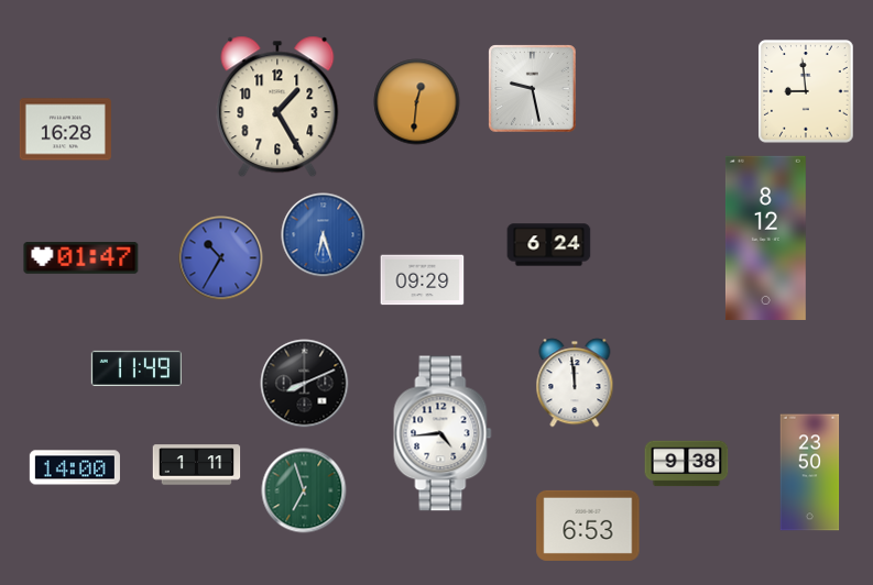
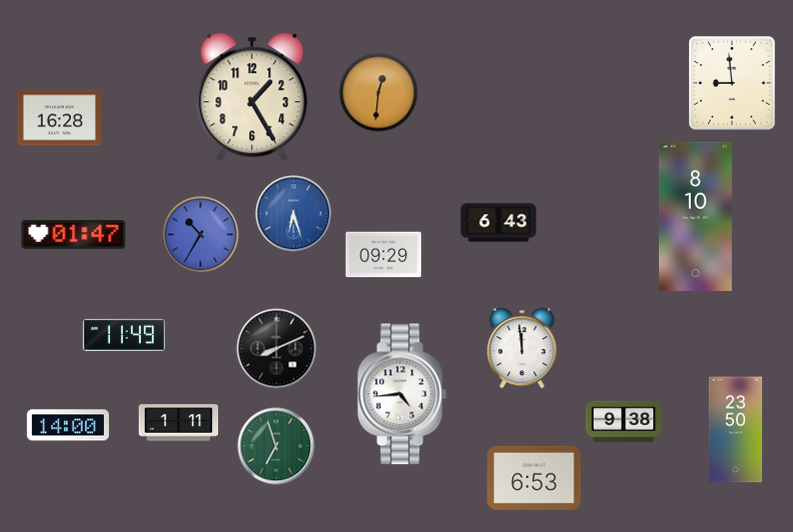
clock at (533, 89): 9:28 -> none
clock at (765, 238): 8:12 -> 8:10
clock at (549, 245): 6:24 -> 6:43
